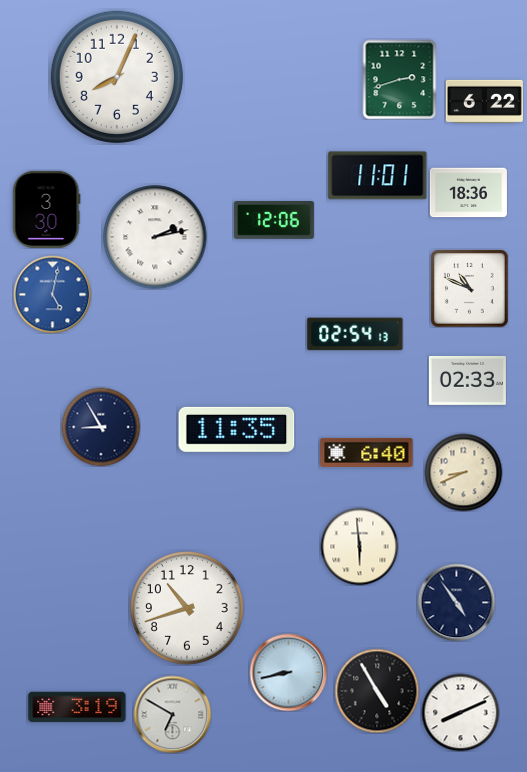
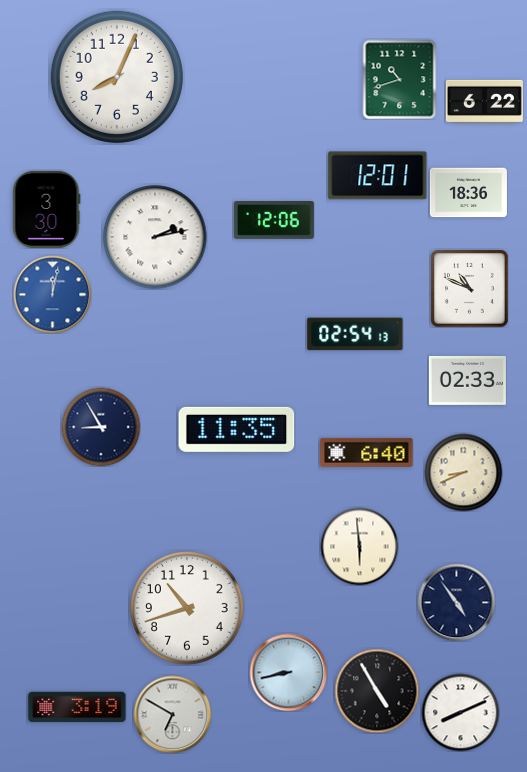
clock at (400, 79): 2:42 -> 10:42
clock at (378, 176): 11:01 -> 12:01
clock at (52, 294): 5:02 -> 12:02
